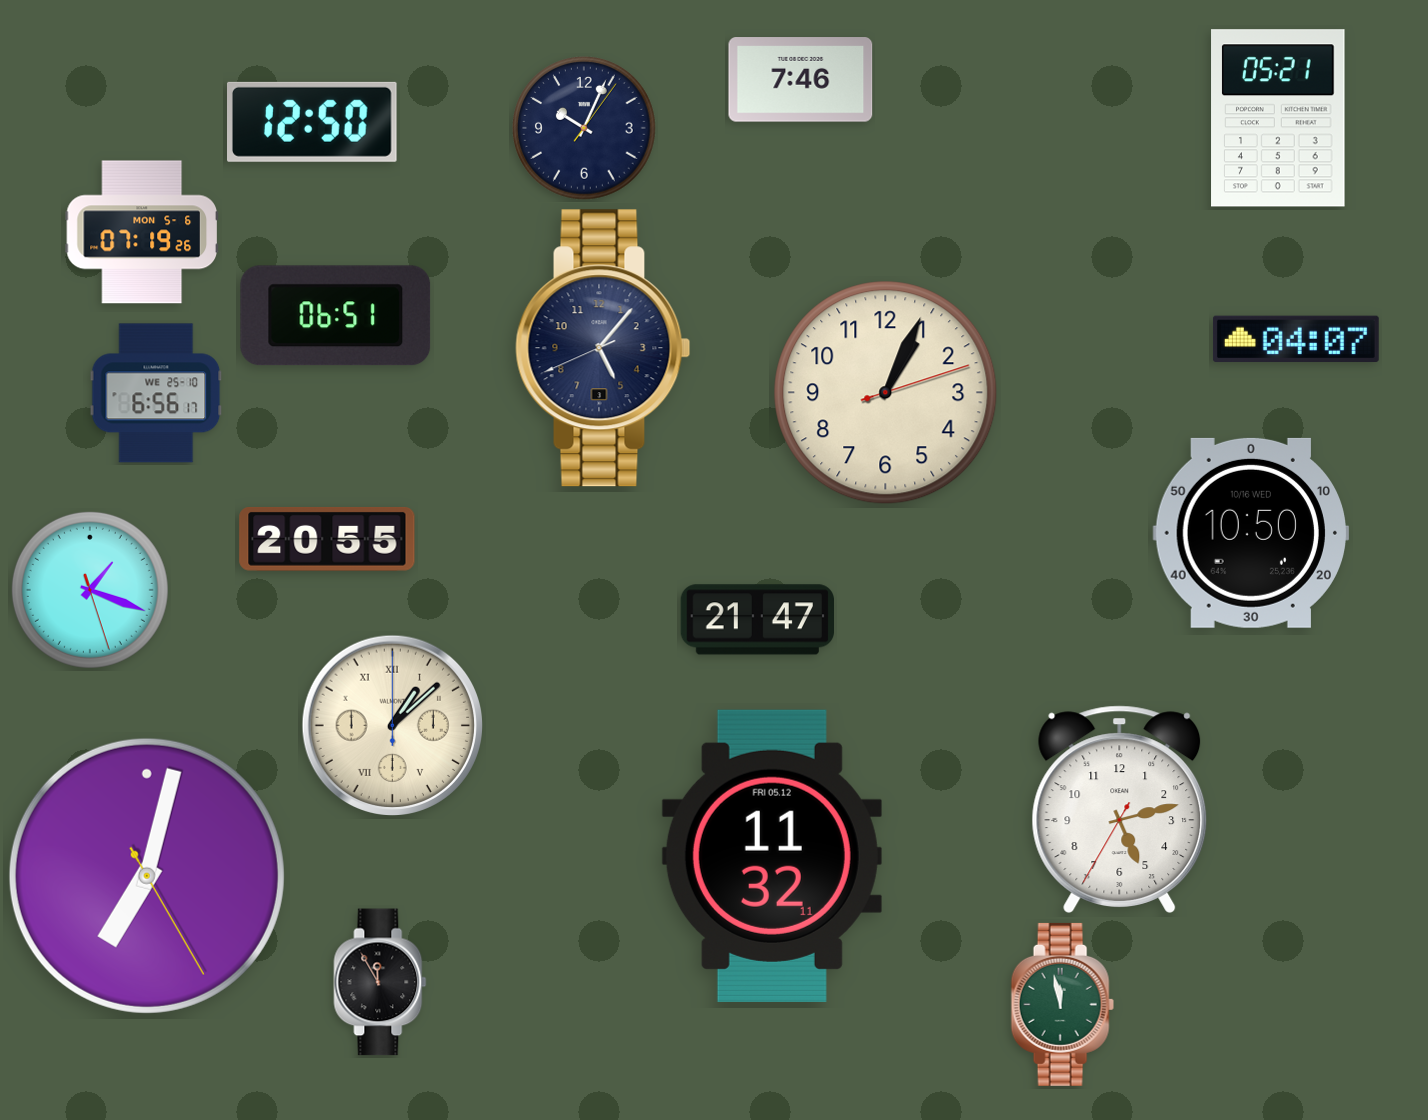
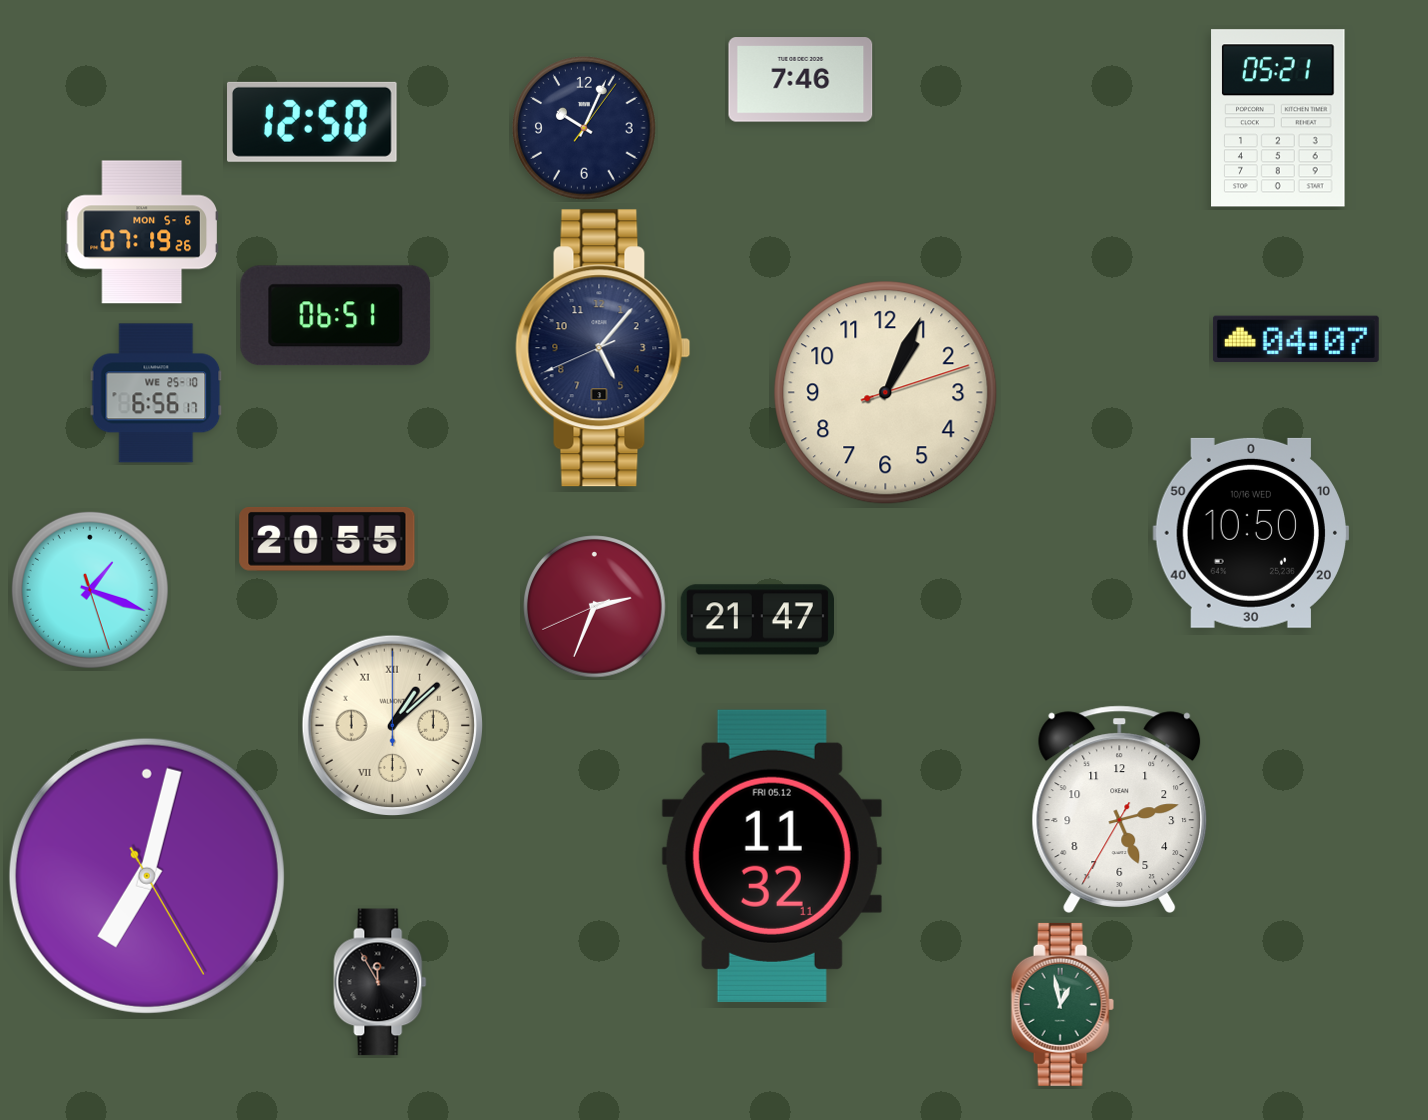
clock at (595, 607): none -> 2:33
clock at (1062, 1004): 11:58 -> 12:58
